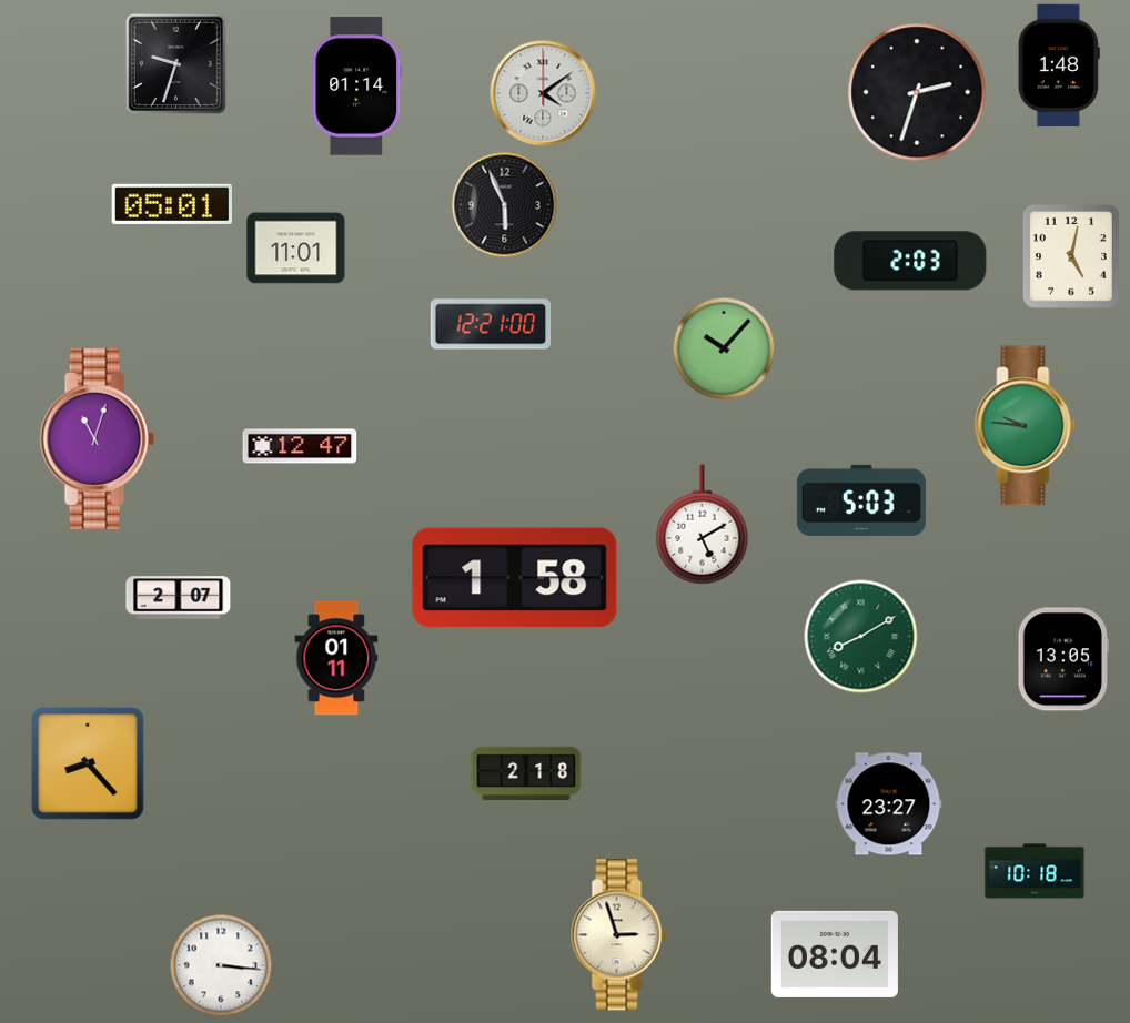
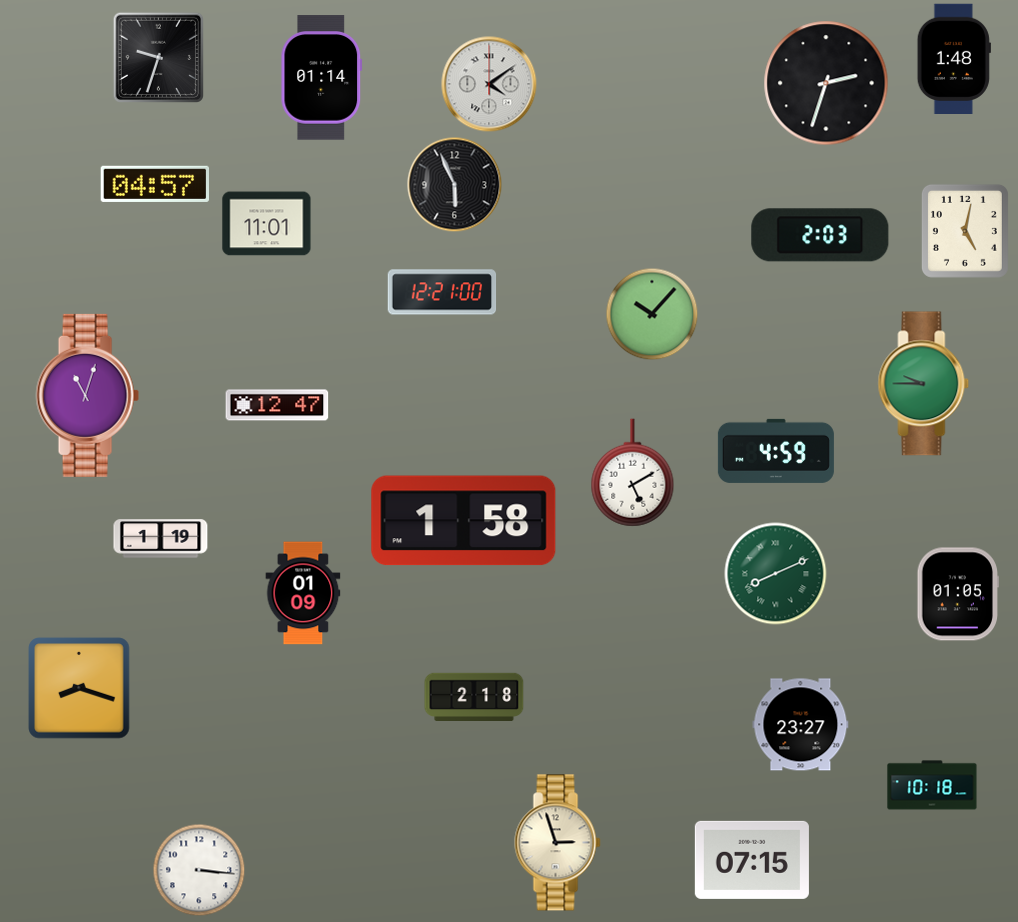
clock at (172, 204): 05:01 -> 04:57
clock at (1026, 426): 9:46 -> 9:45
clock at (300, 446) position: (300, 446) -> (277, 405)
clock at (861, 500): 5:03 -> 4:59
clock at (179, 598): 2:07 -> 1:19
clock at (861, 637): 8:10 -> 8:11
clock at (336, 658): 01:11 -> 01:09
clock at (1062, 659): 13:05 -> 01:05
clock at (88, 763): 8:23 -> 8:18
clock at (835, 954): 08:04 -> 07:15
